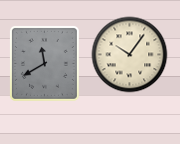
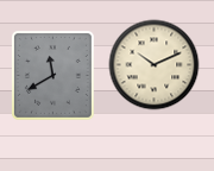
clock at (130, 55): 10:06 -> 10:11
